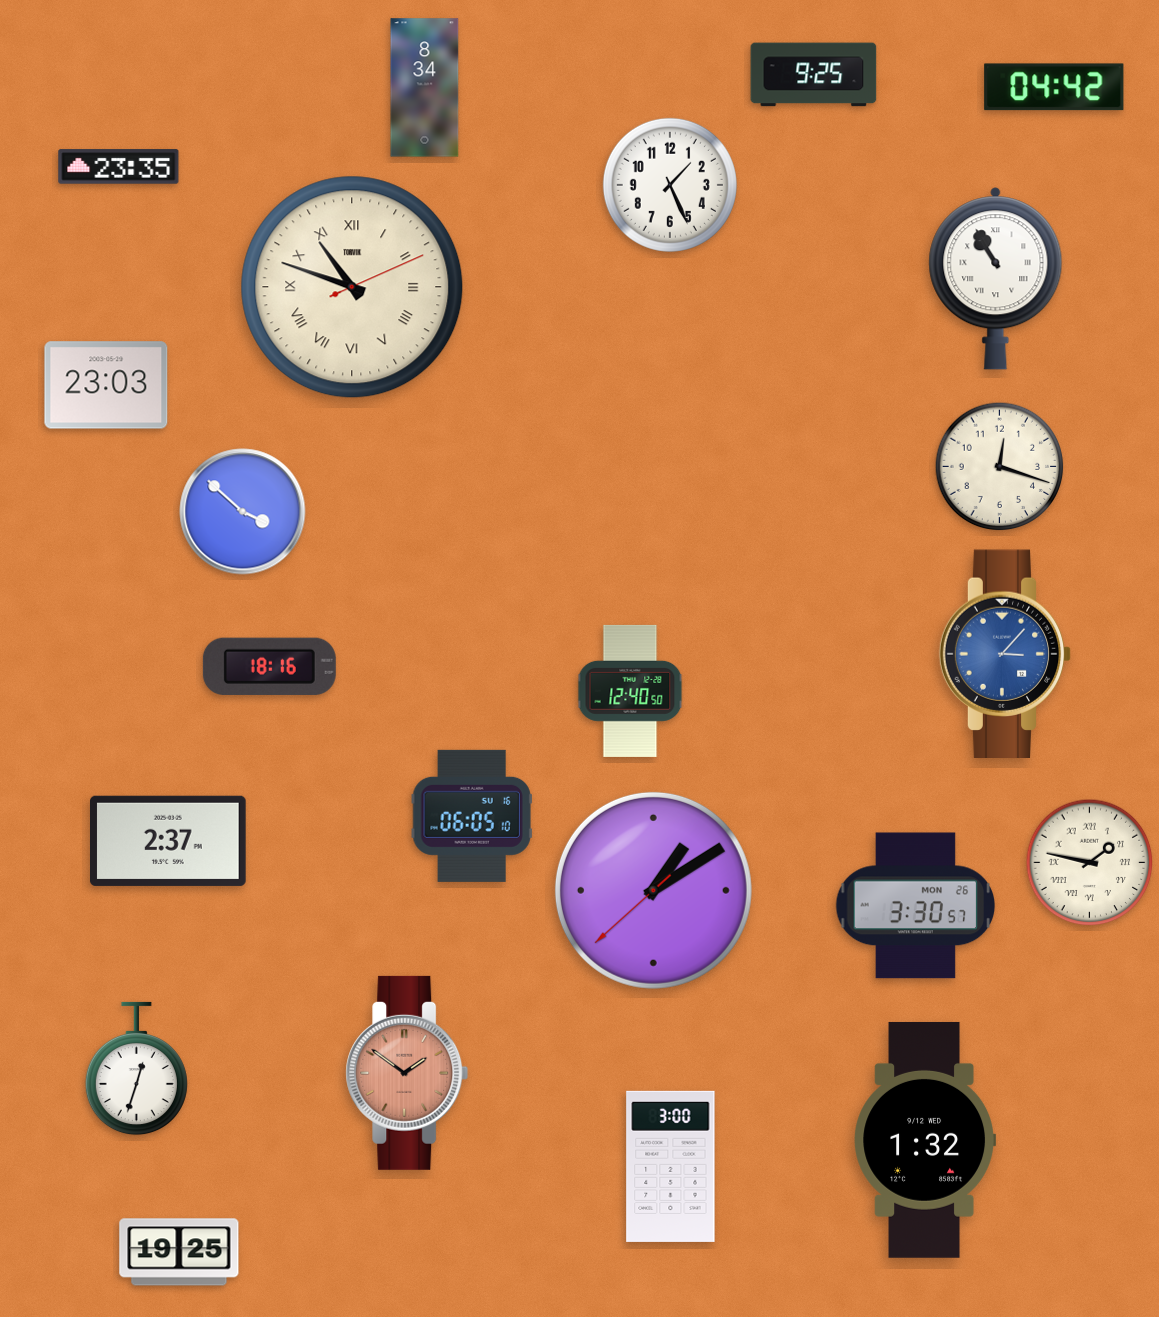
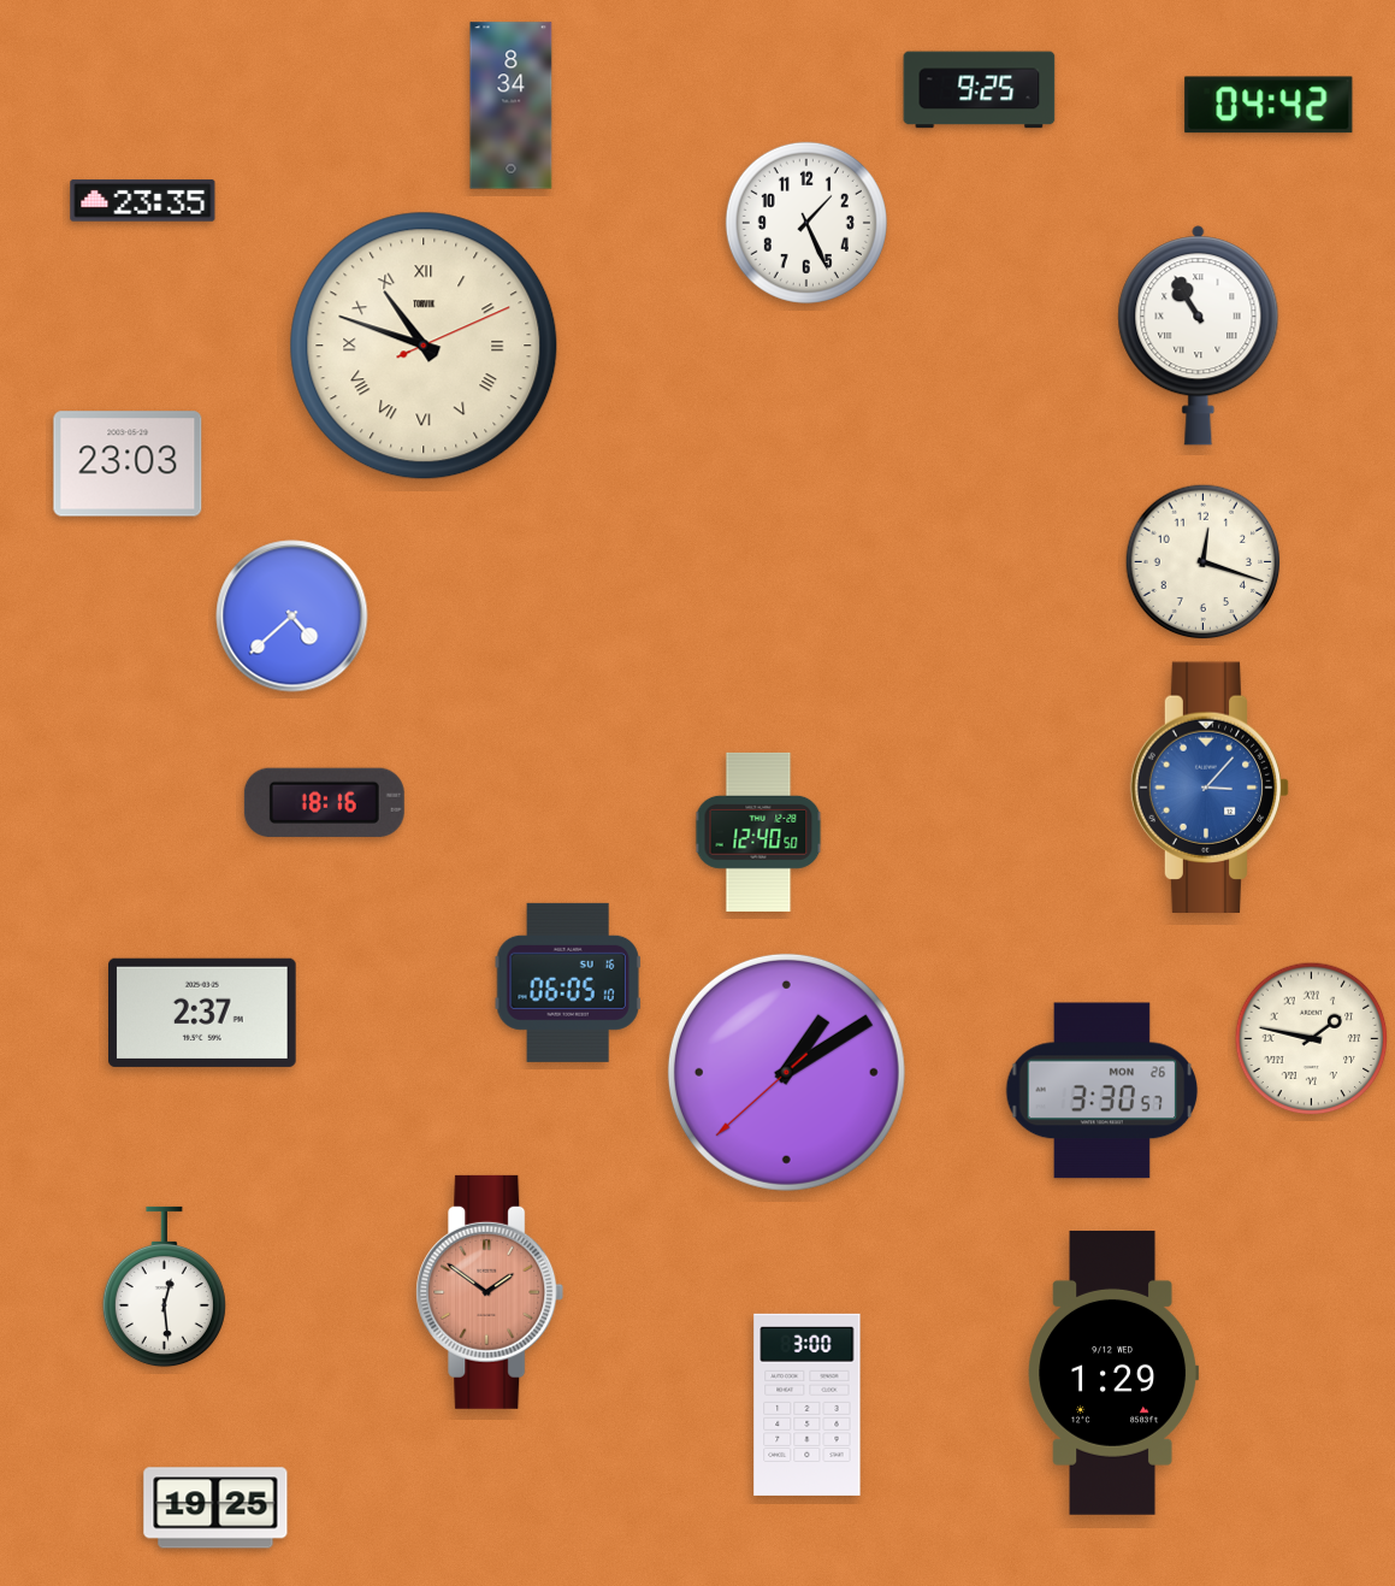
clock at (243, 512): 3:52 -> 4:38
clock at (136, 1069): 12:33 -> 12:29
clock at (924, 1140): 1:32 -> 1:29
